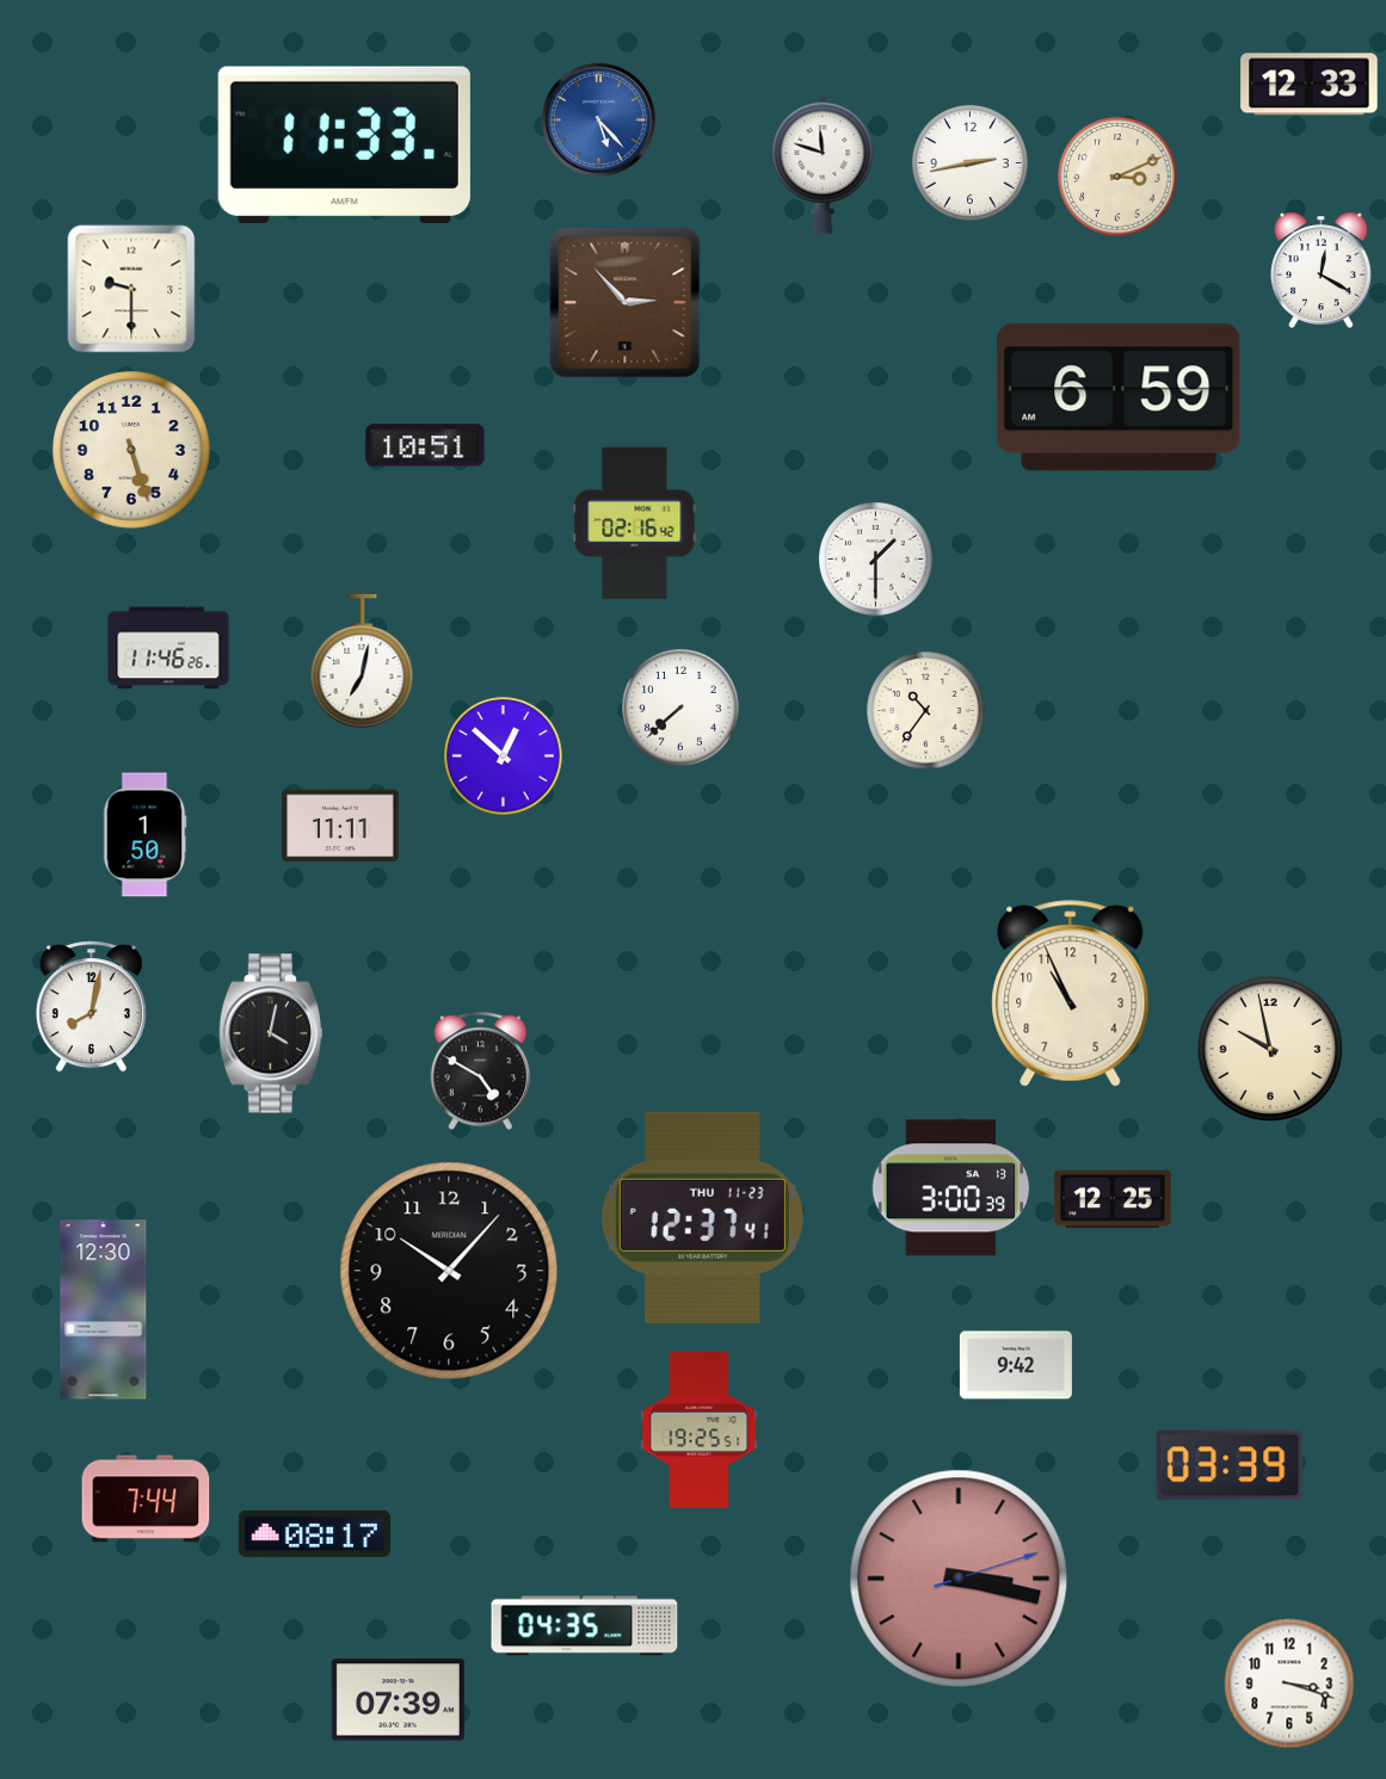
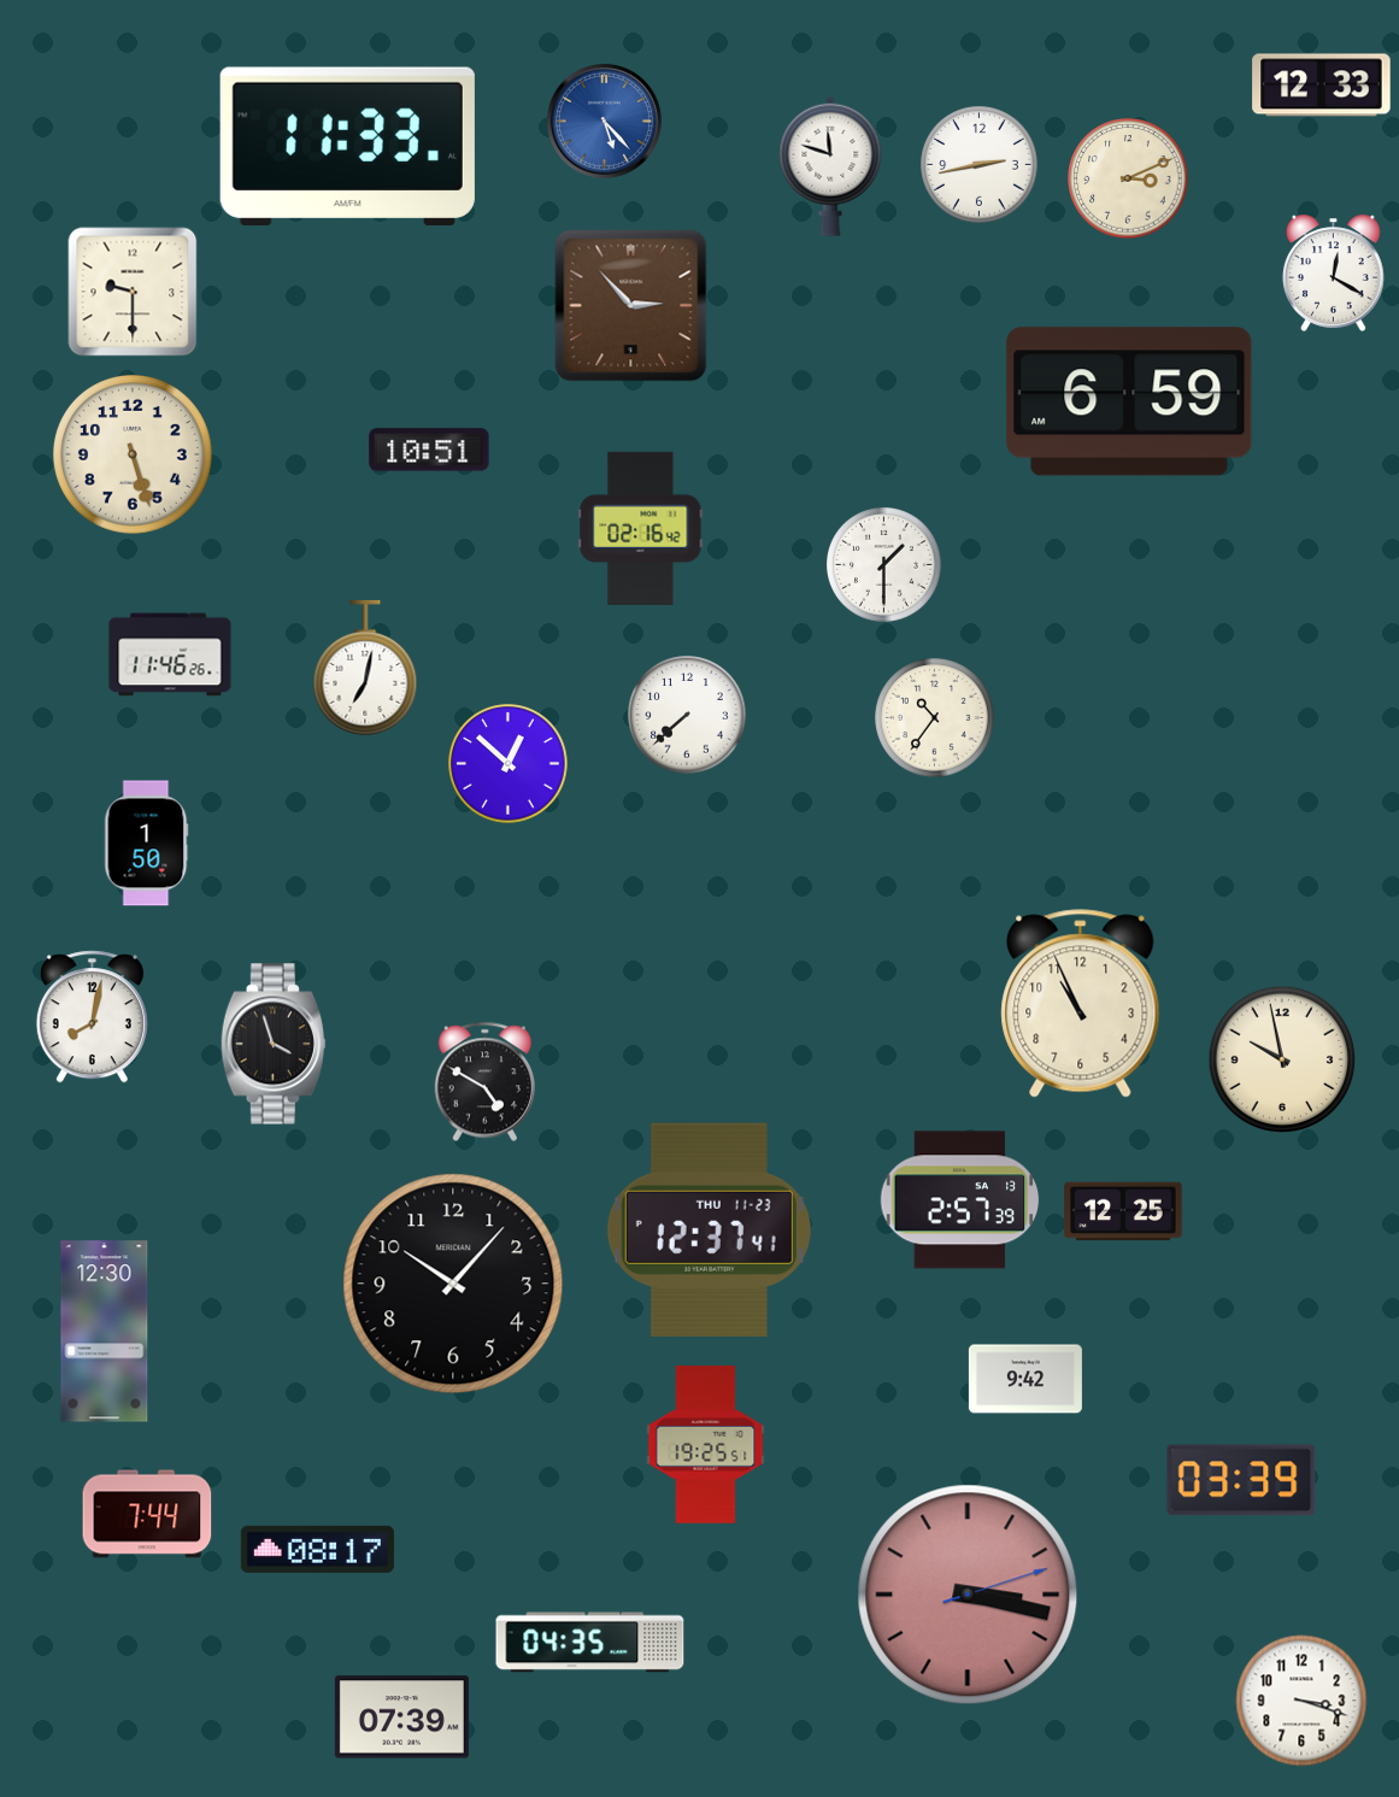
clock at (340, 826): 11:11 -> none
clock at (271, 1033): 4:02 -> 3:57
clock at (951, 1188): 3:00 -> 2:57
clock at (104, 1310) position: (104, 1310) -> (105, 1332)
